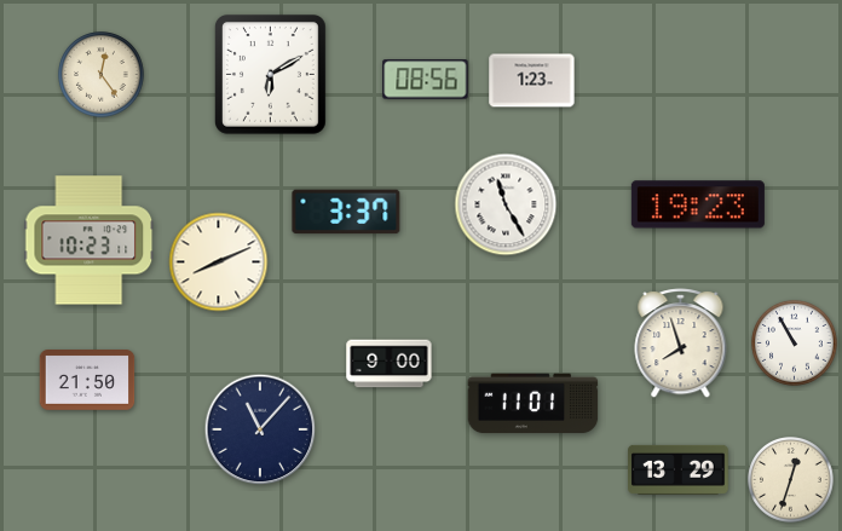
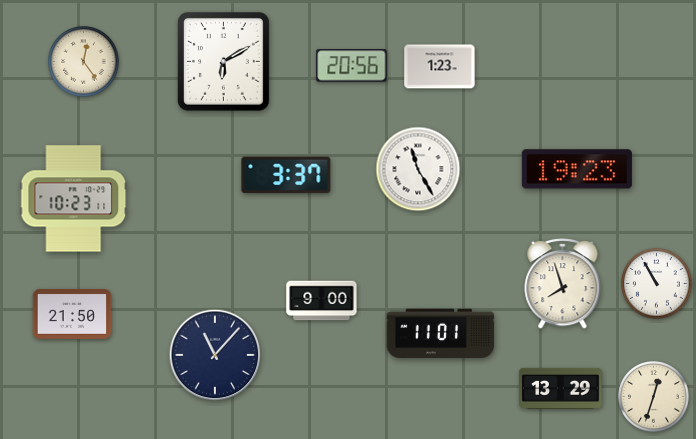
clock at (426, 80): 08:56 -> 20:56
clock at (219, 262): 8:11 -> none
